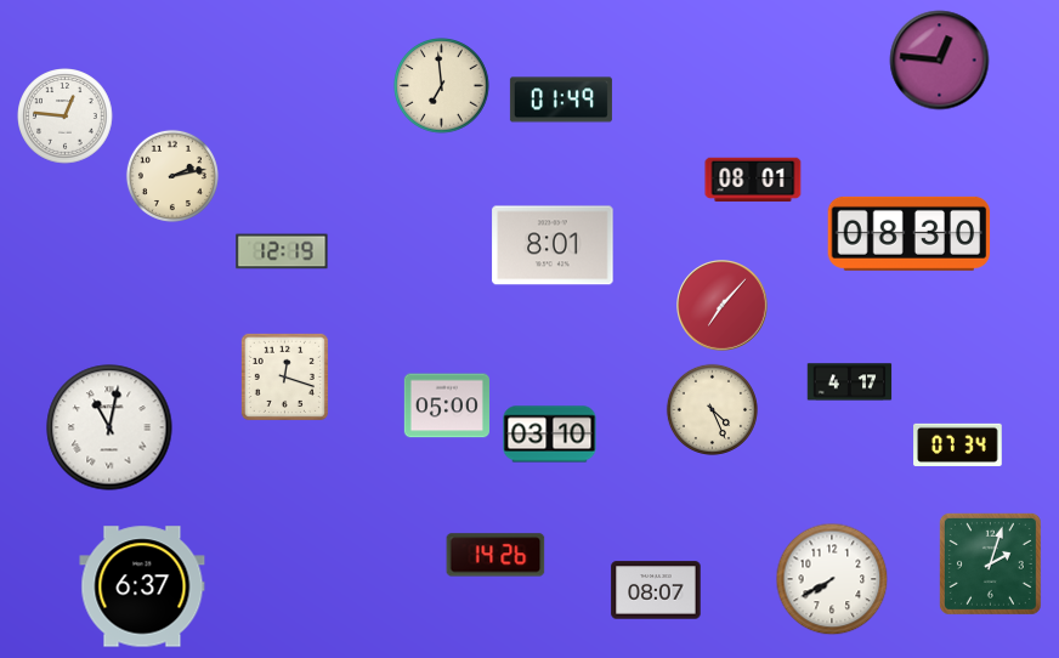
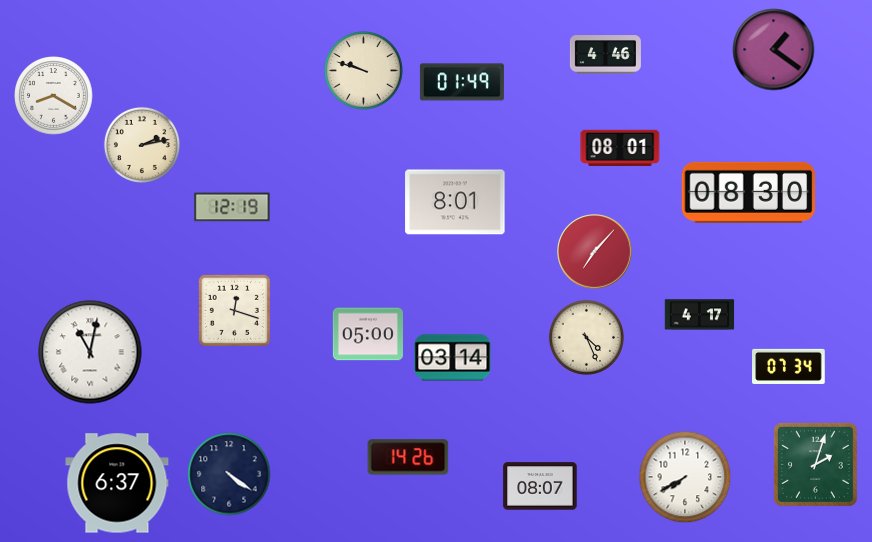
clock at (940, 61): 12:46 -> 1:21
clock at (605, 55): none -> 4:46
clock at (442, 86): 6:59 -> 9:48
clock at (66, 117): 12:46 -> 8:20
clock at (550, 435): 03:10 -> 03:14
clock at (229, 474): none -> 4:21
